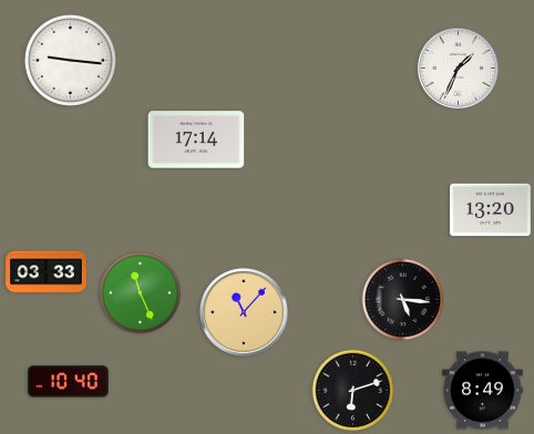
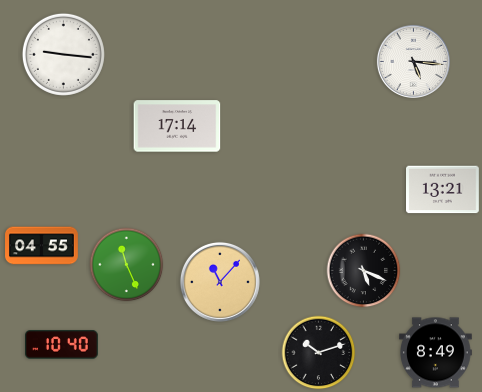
clock at (458, 68): 1:34 -> 5:16
clock at (491, 210): 13:20 -> 13:21
clock at (47, 272): 03:33 -> 04:55
clock at (403, 300): 5:16 -> 5:19
clock at (353, 391): 6:12 -> 10:12
